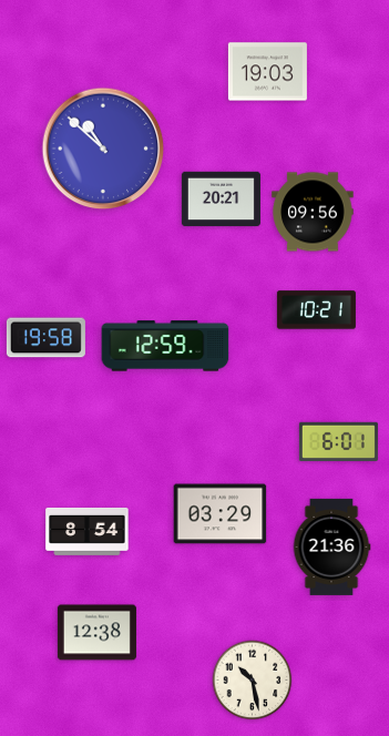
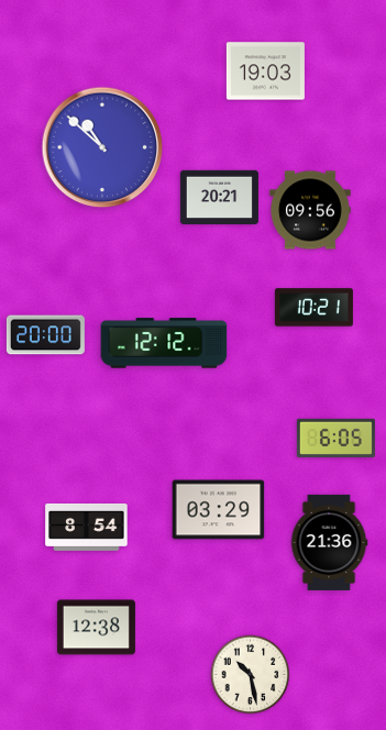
clock at (45, 338): 19:58 -> 20:00
clock at (165, 346): 12:59 -> 12:12
clock at (338, 441): 6:01 -> 6:05
